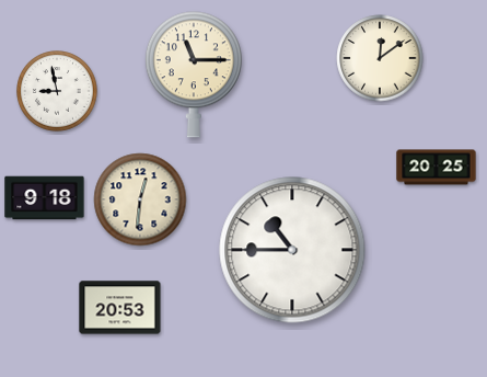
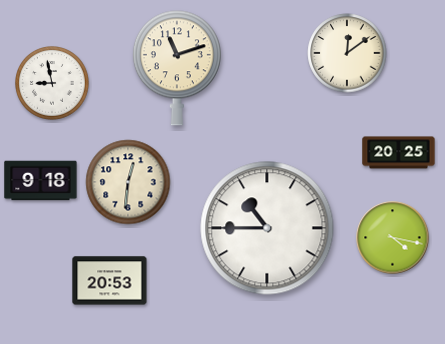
clock at (194, 75): 11:15 -> 11:12
clock at (393, 238): none -> 4:17
